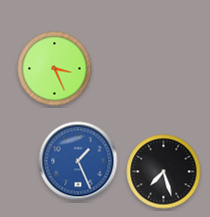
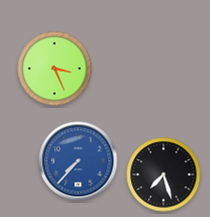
clock at (78, 161): 1:26 -> 7:37
clock at (164, 172) position: (164, 172) -> (164, 175)
